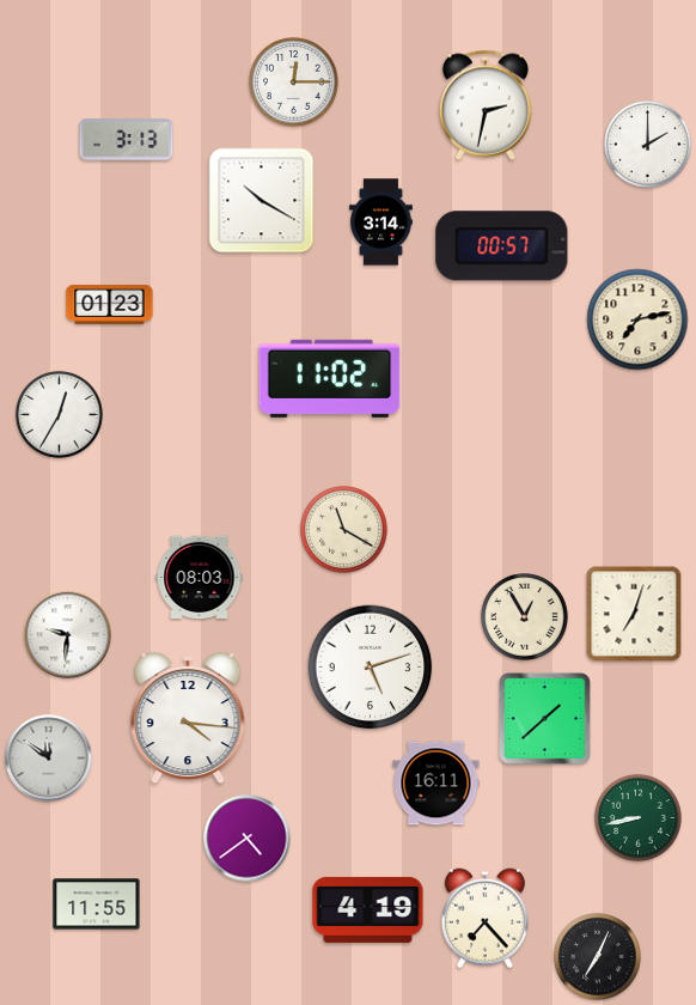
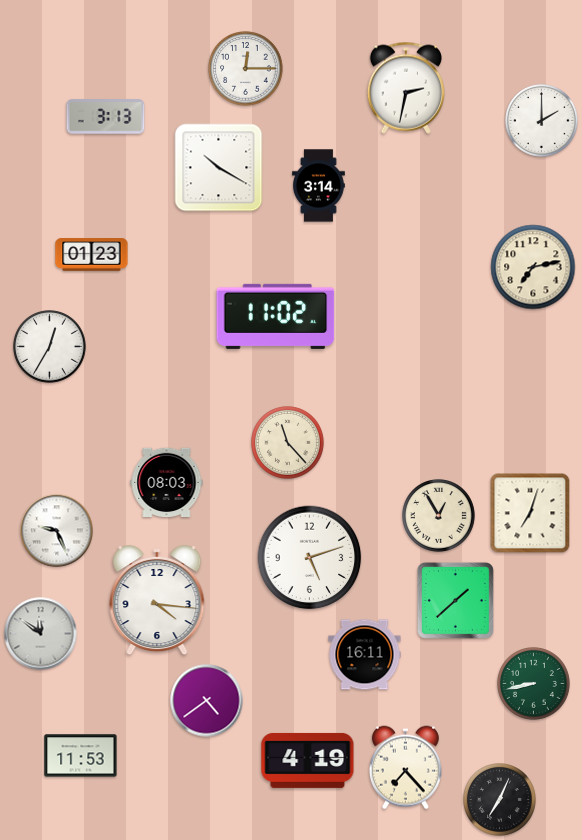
clock at (502, 246): 00:57 -> none
clock at (344, 530): 11:20 -> 11:23
clock at (68, 635): 9:31 -> 9:26
clock at (97, 904): 11:55 -> 11:53
